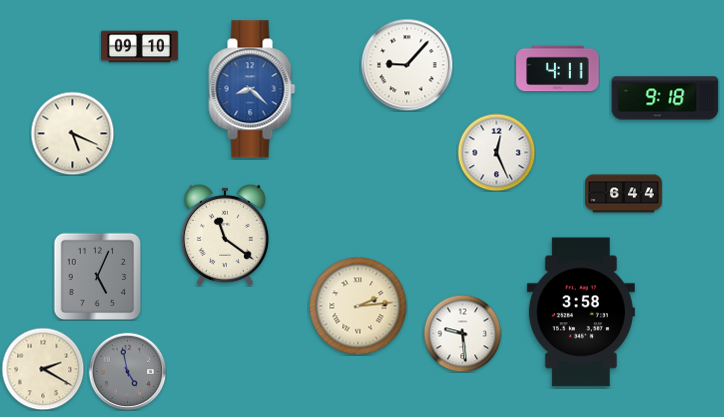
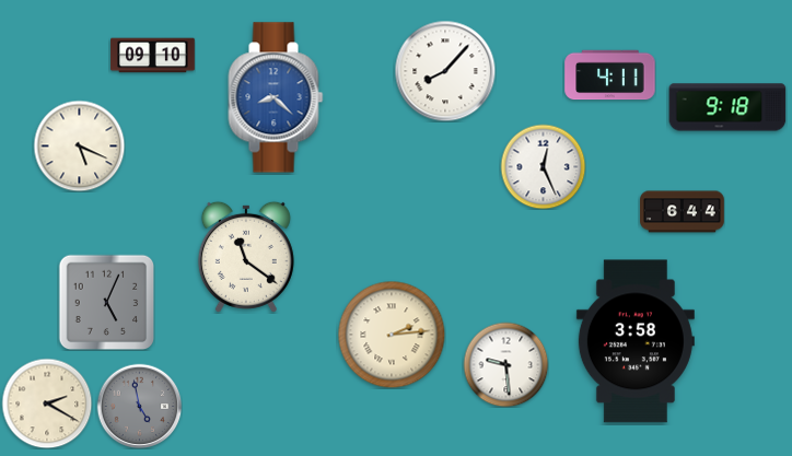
clock at (140, 47) position: (140, 47) -> (153, 56)
clock at (407, 65): 9:07 -> 8:07
